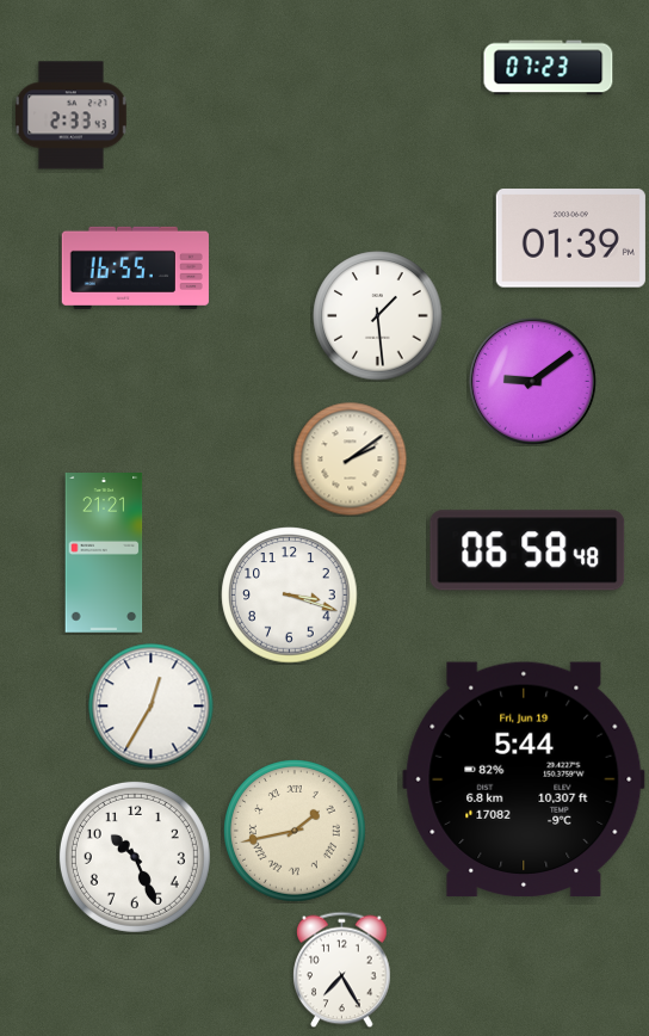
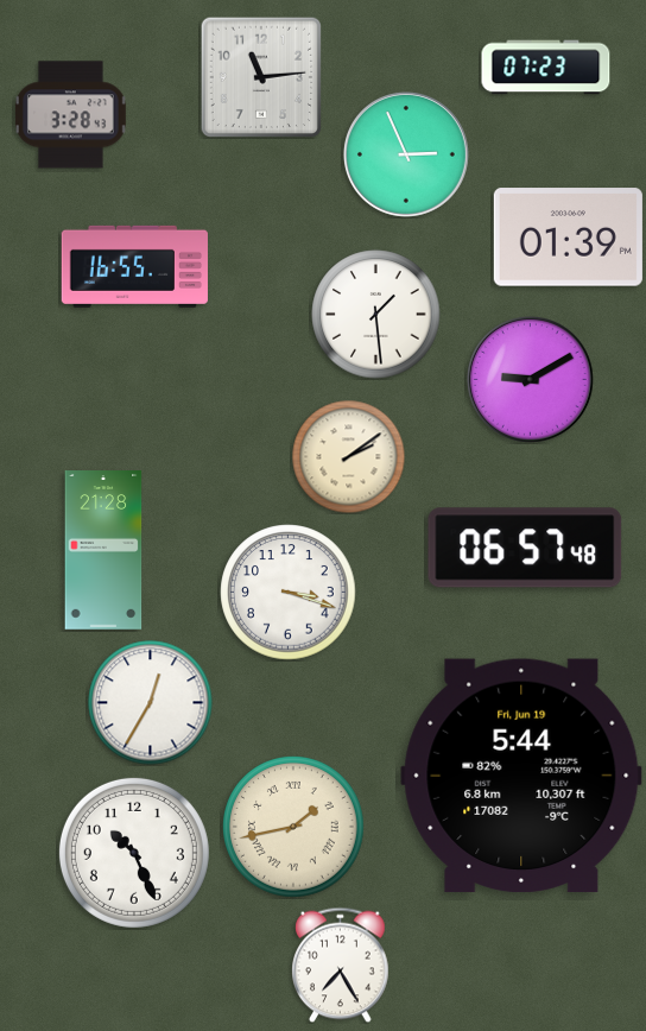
clock at (260, 76): none -> 11:14
clock at (72, 116): 2:33 -> 3:28
clock at (406, 154): none -> 2:56
clock at (532, 381): 9:09 -> 9:10
clock at (527, 550): 06:58 -> 06:57
clock at (104, 554): 21:21 -> 21:28
